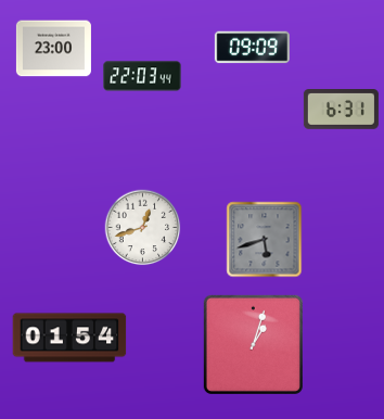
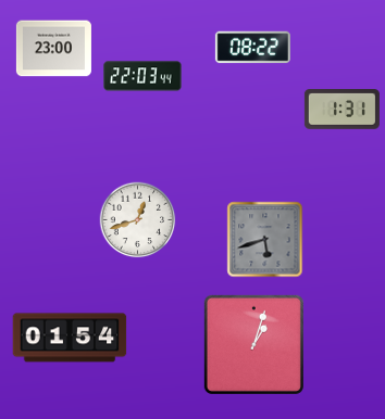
clock at (252, 48): 09:09 -> 08:22
clock at (341, 110): 6:31 -> 1:31
clock at (143, 228) position: (143, 228) -> (138, 220)
